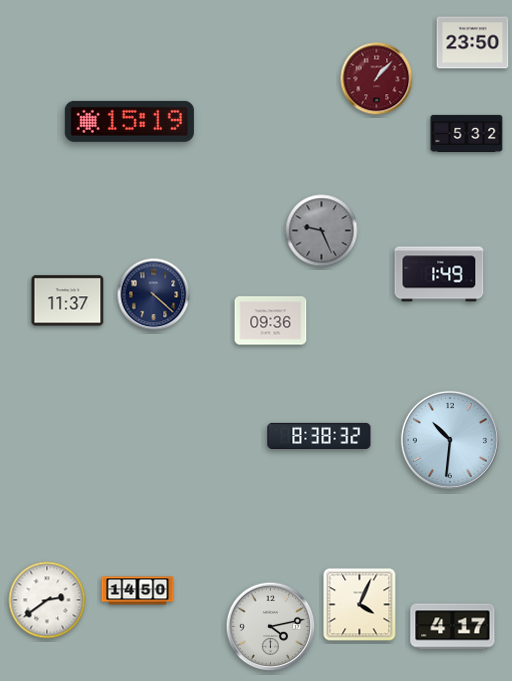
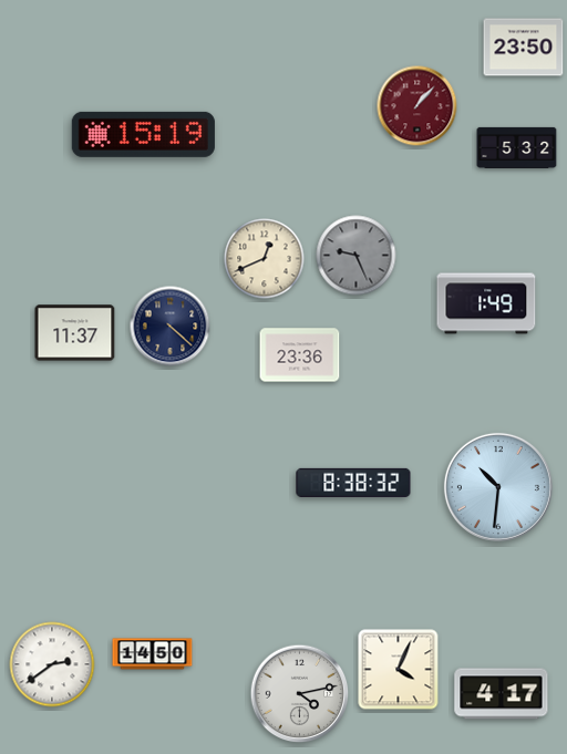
clock at (377, 79) position: (377, 79) -> (417, 106)
clock at (265, 259): none -> 12:41
clock at (271, 321): 09:36 -> 23:36
